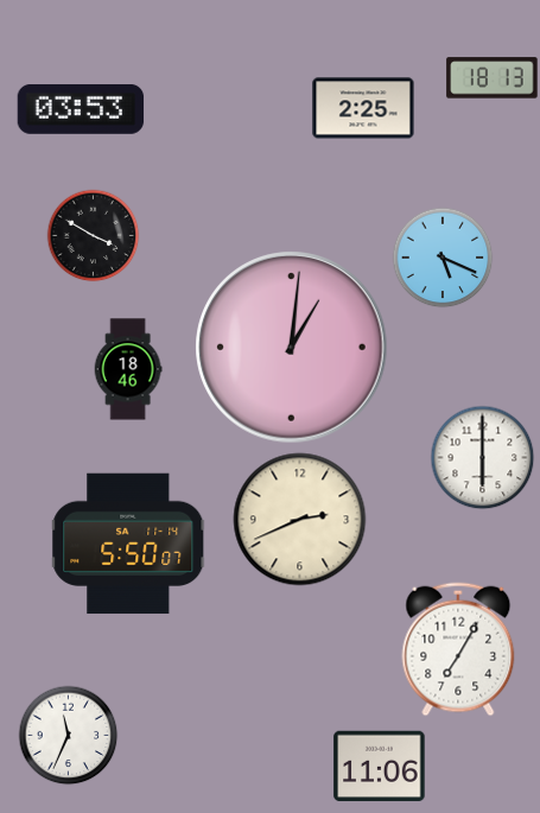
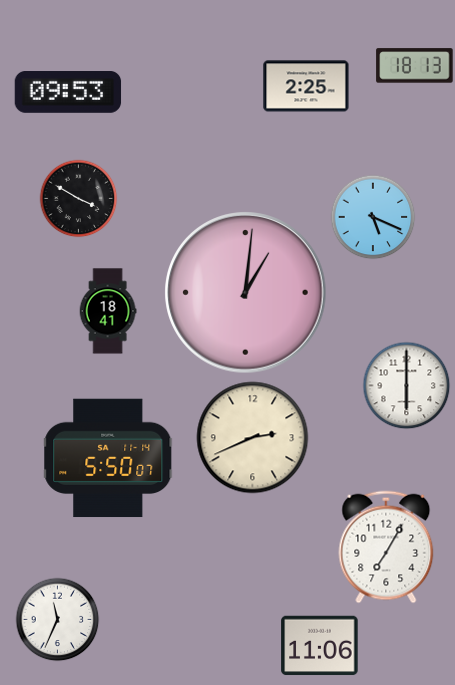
clock at (363, 108) position: (363, 108) -> (306, 86)
clock at (81, 110): 03:53 -> 09:53
clock at (128, 369): 18:46 -> 18:41
